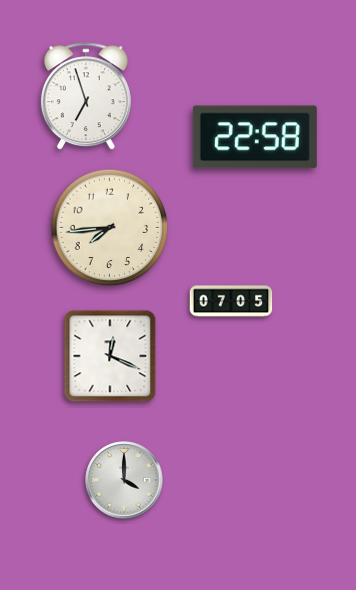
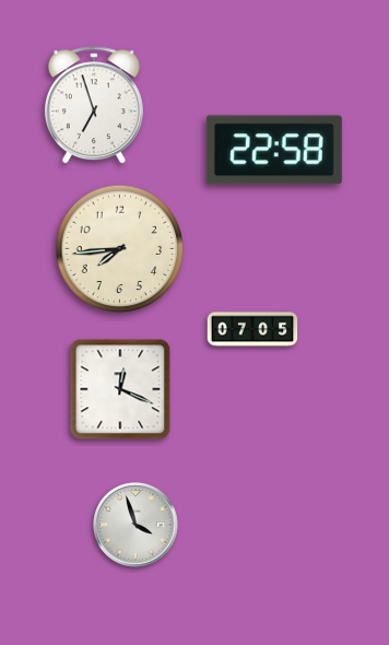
clock at (255, 137) position: (255, 137) -> (274, 150)
clock at (124, 480): 4:00 -> 3:57
